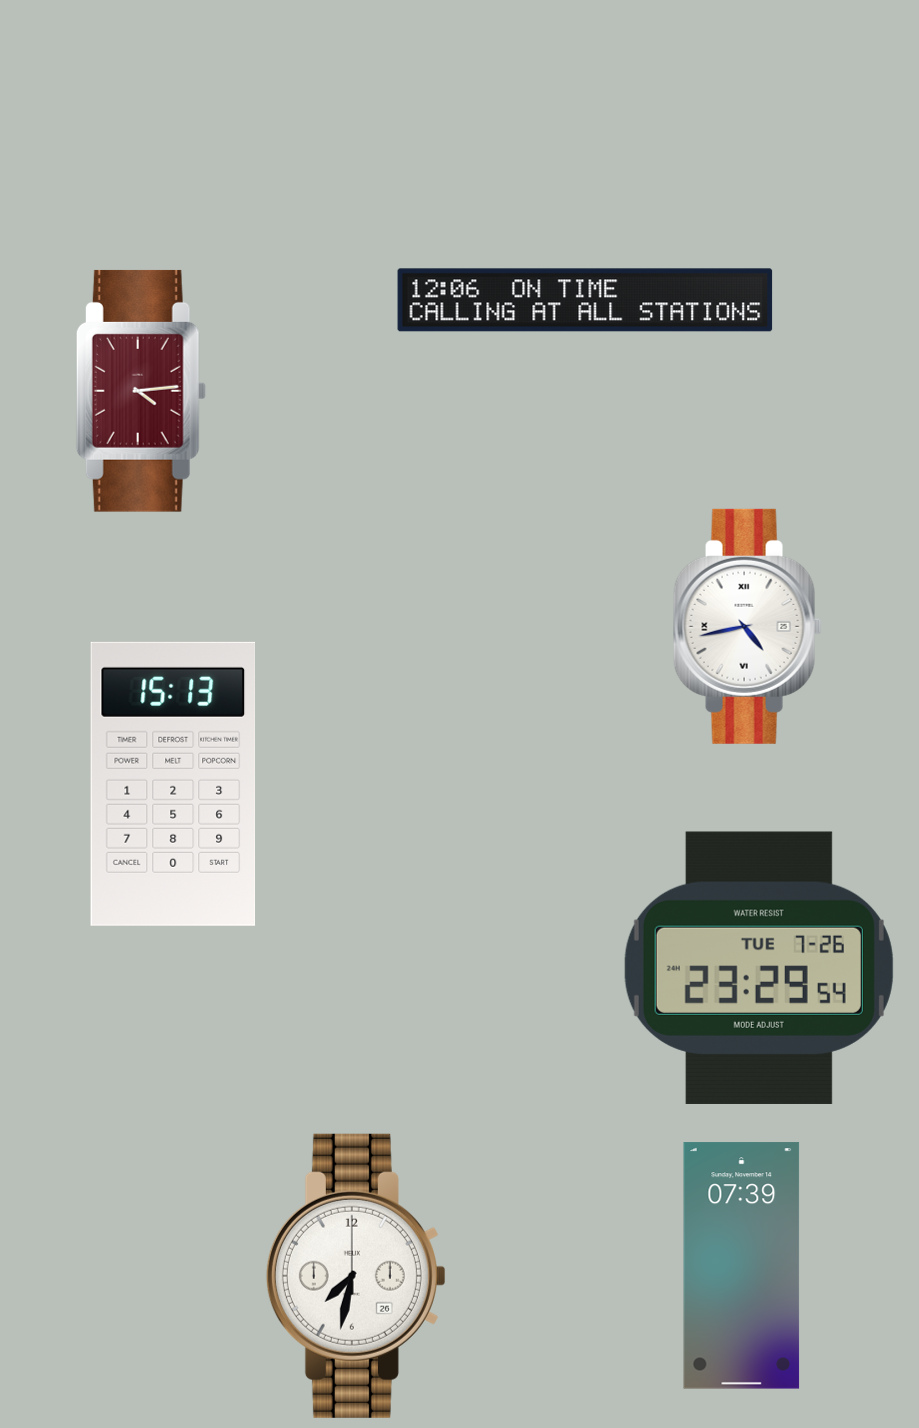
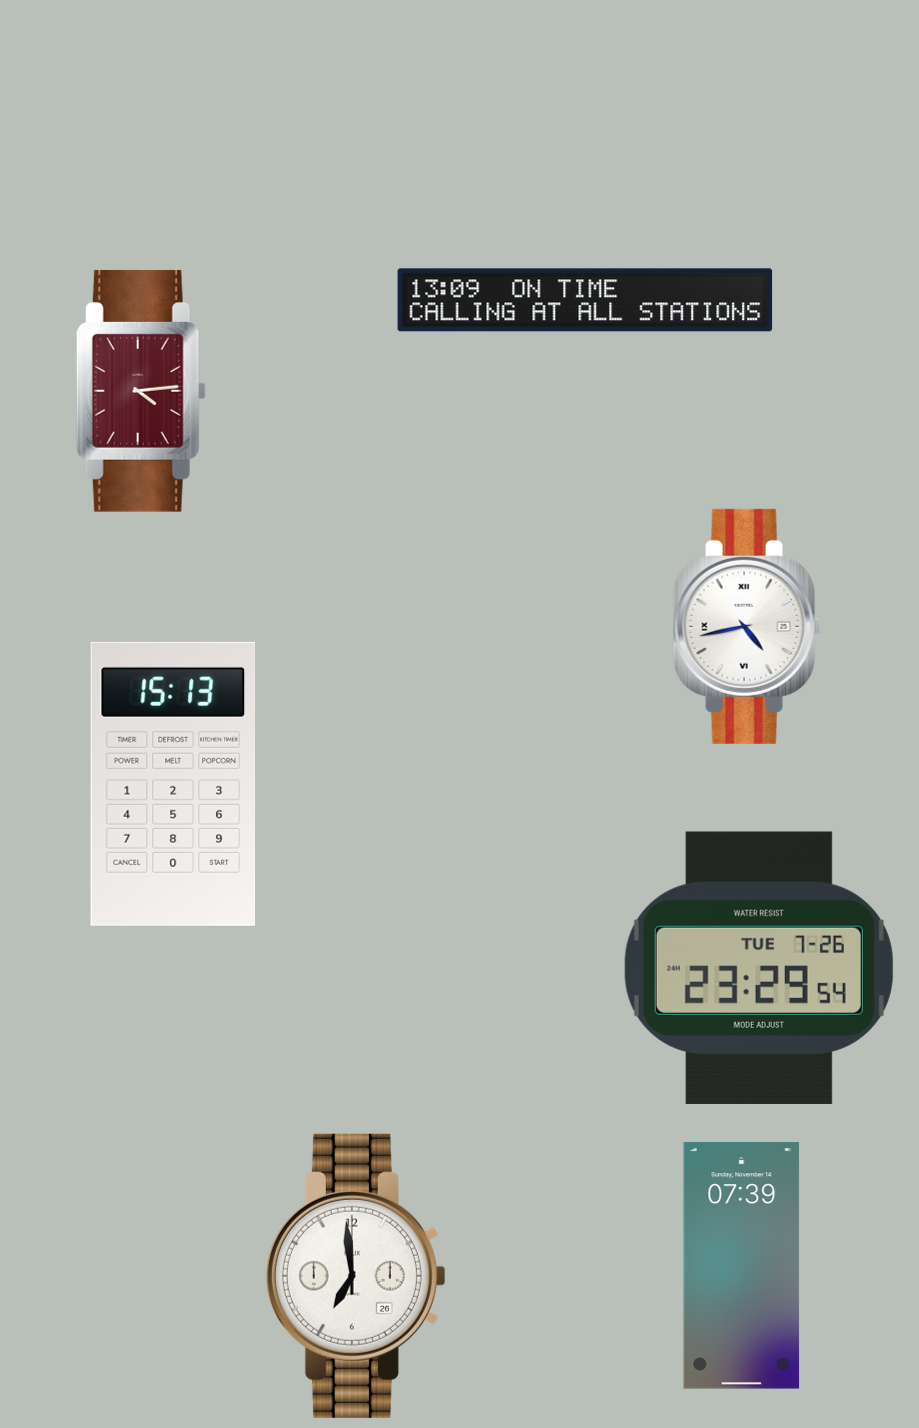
clock at (585, 300): 12:06 -> 13:09
clock at (356, 1276): 7:32 -> 6:59
